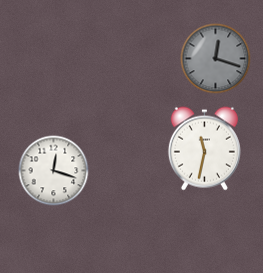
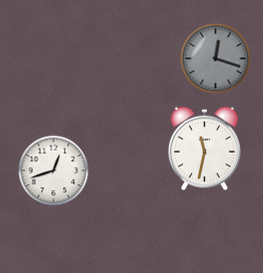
clock at (54, 171): 12:18 -> 12:42
